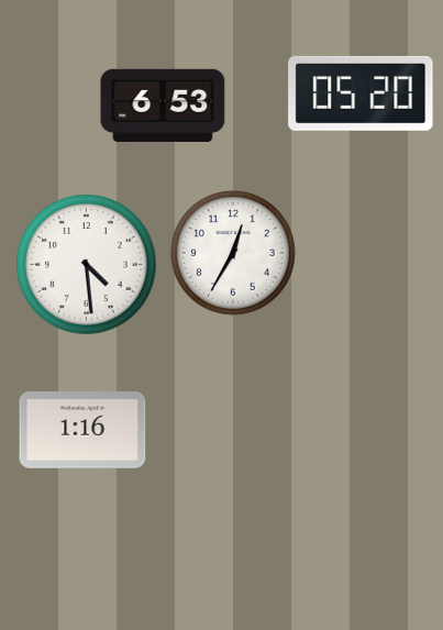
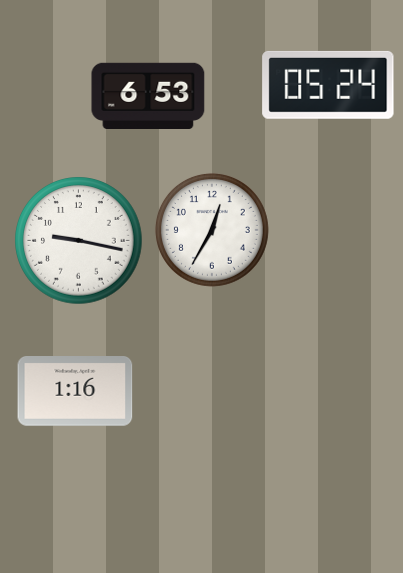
clock at (361, 93): 05:20 -> 05:24
clock at (87, 265): 4:29 -> 9:17
